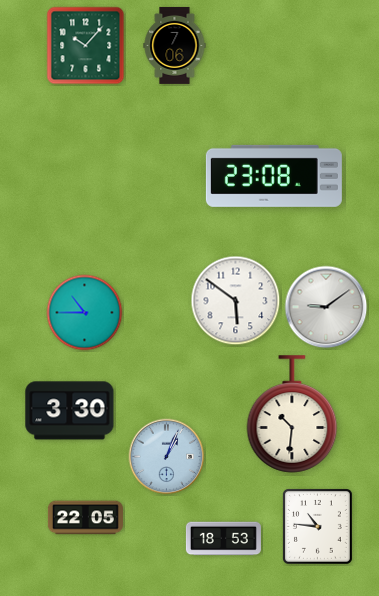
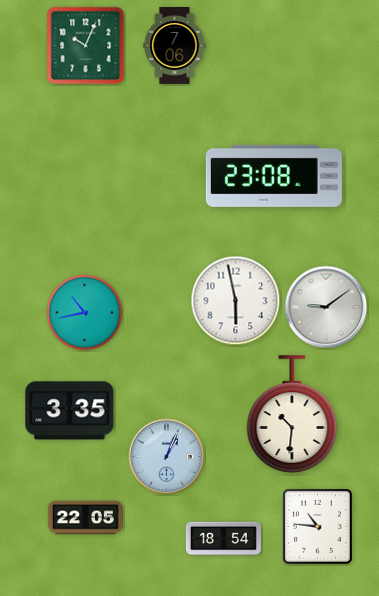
clock at (86, 46): 10:07 -> 10:04
clock at (236, 301): 5:51 -> 5:58
clock at (85, 313): 10:45 -> 10:43
clock at (70, 411): 3:30 -> 3:35
clock at (223, 539): 18:53 -> 18:54
